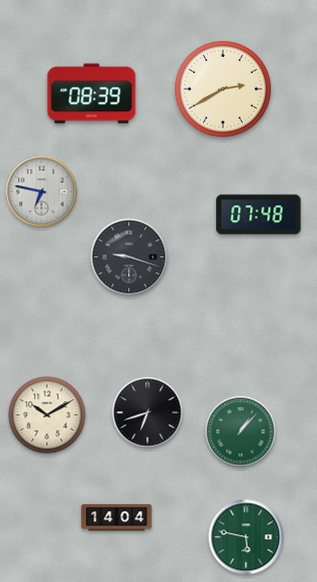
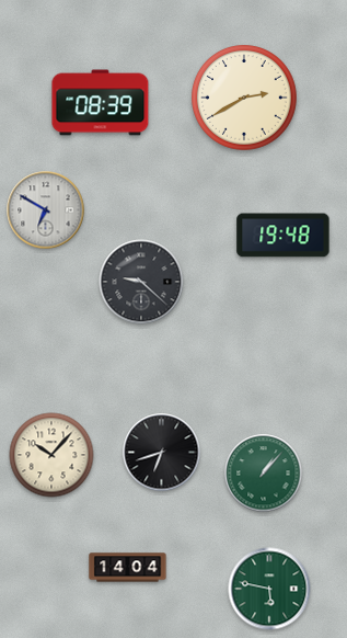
clock at (42, 192): 6:47 -> 6:50
clock at (259, 215): 07:48 -> 19:48
clock at (129, 257): 9:18 -> 9:22
clock at (47, 415): 10:10 -> 10:07
